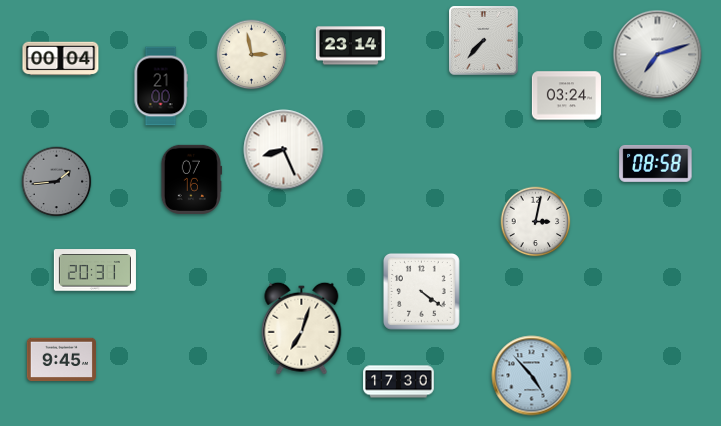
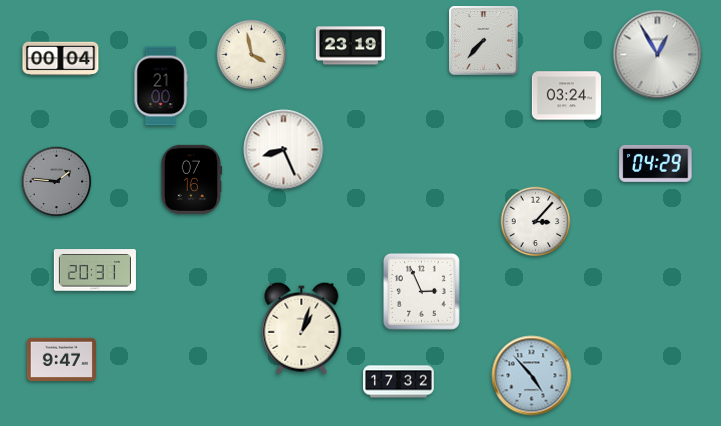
clock at (350, 46): 23:14 -> 23:19
clock at (252, 55): 2:58 -> 3:58
clock at (658, 55): 7:12 -> 12:55
clock at (656, 163): 08:58 -> 04:29
clock at (57, 182): 1:44 -> 1:46
clock at (536, 222): 3:02 -> 3:07
clock at (421, 291): 4:21 -> 2:56
clock at (302, 328): 7:03 -> 1:03
clock at (61, 360): 9:45 -> 9:47
clock at (399, 382): 17:30 -> 17:32
